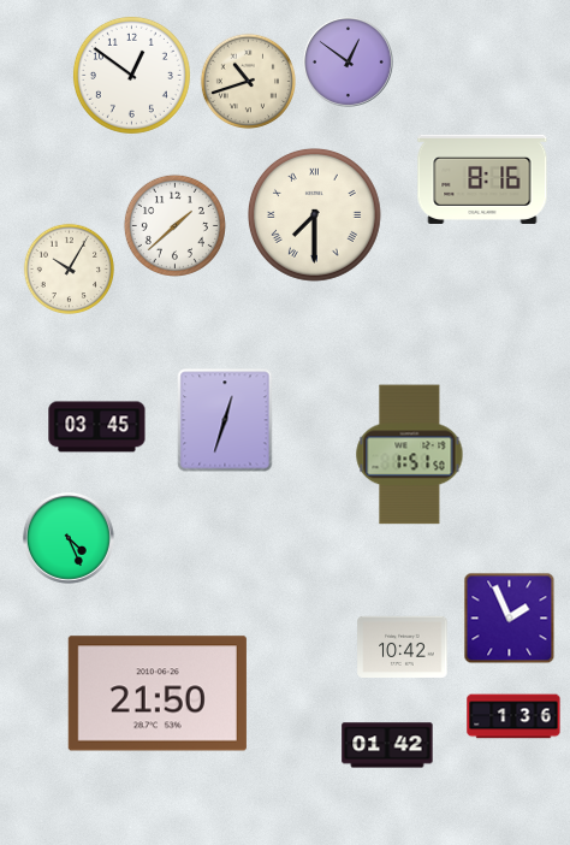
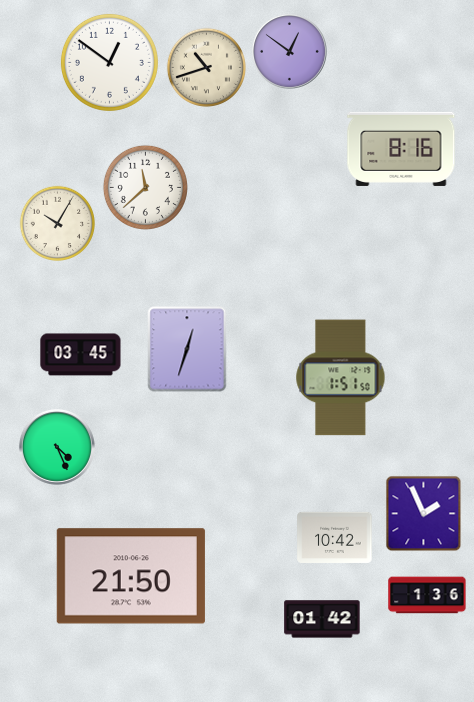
clock at (314, 214): 7:30 -> none
clock at (174, 225): 1:38 -> 11:38
